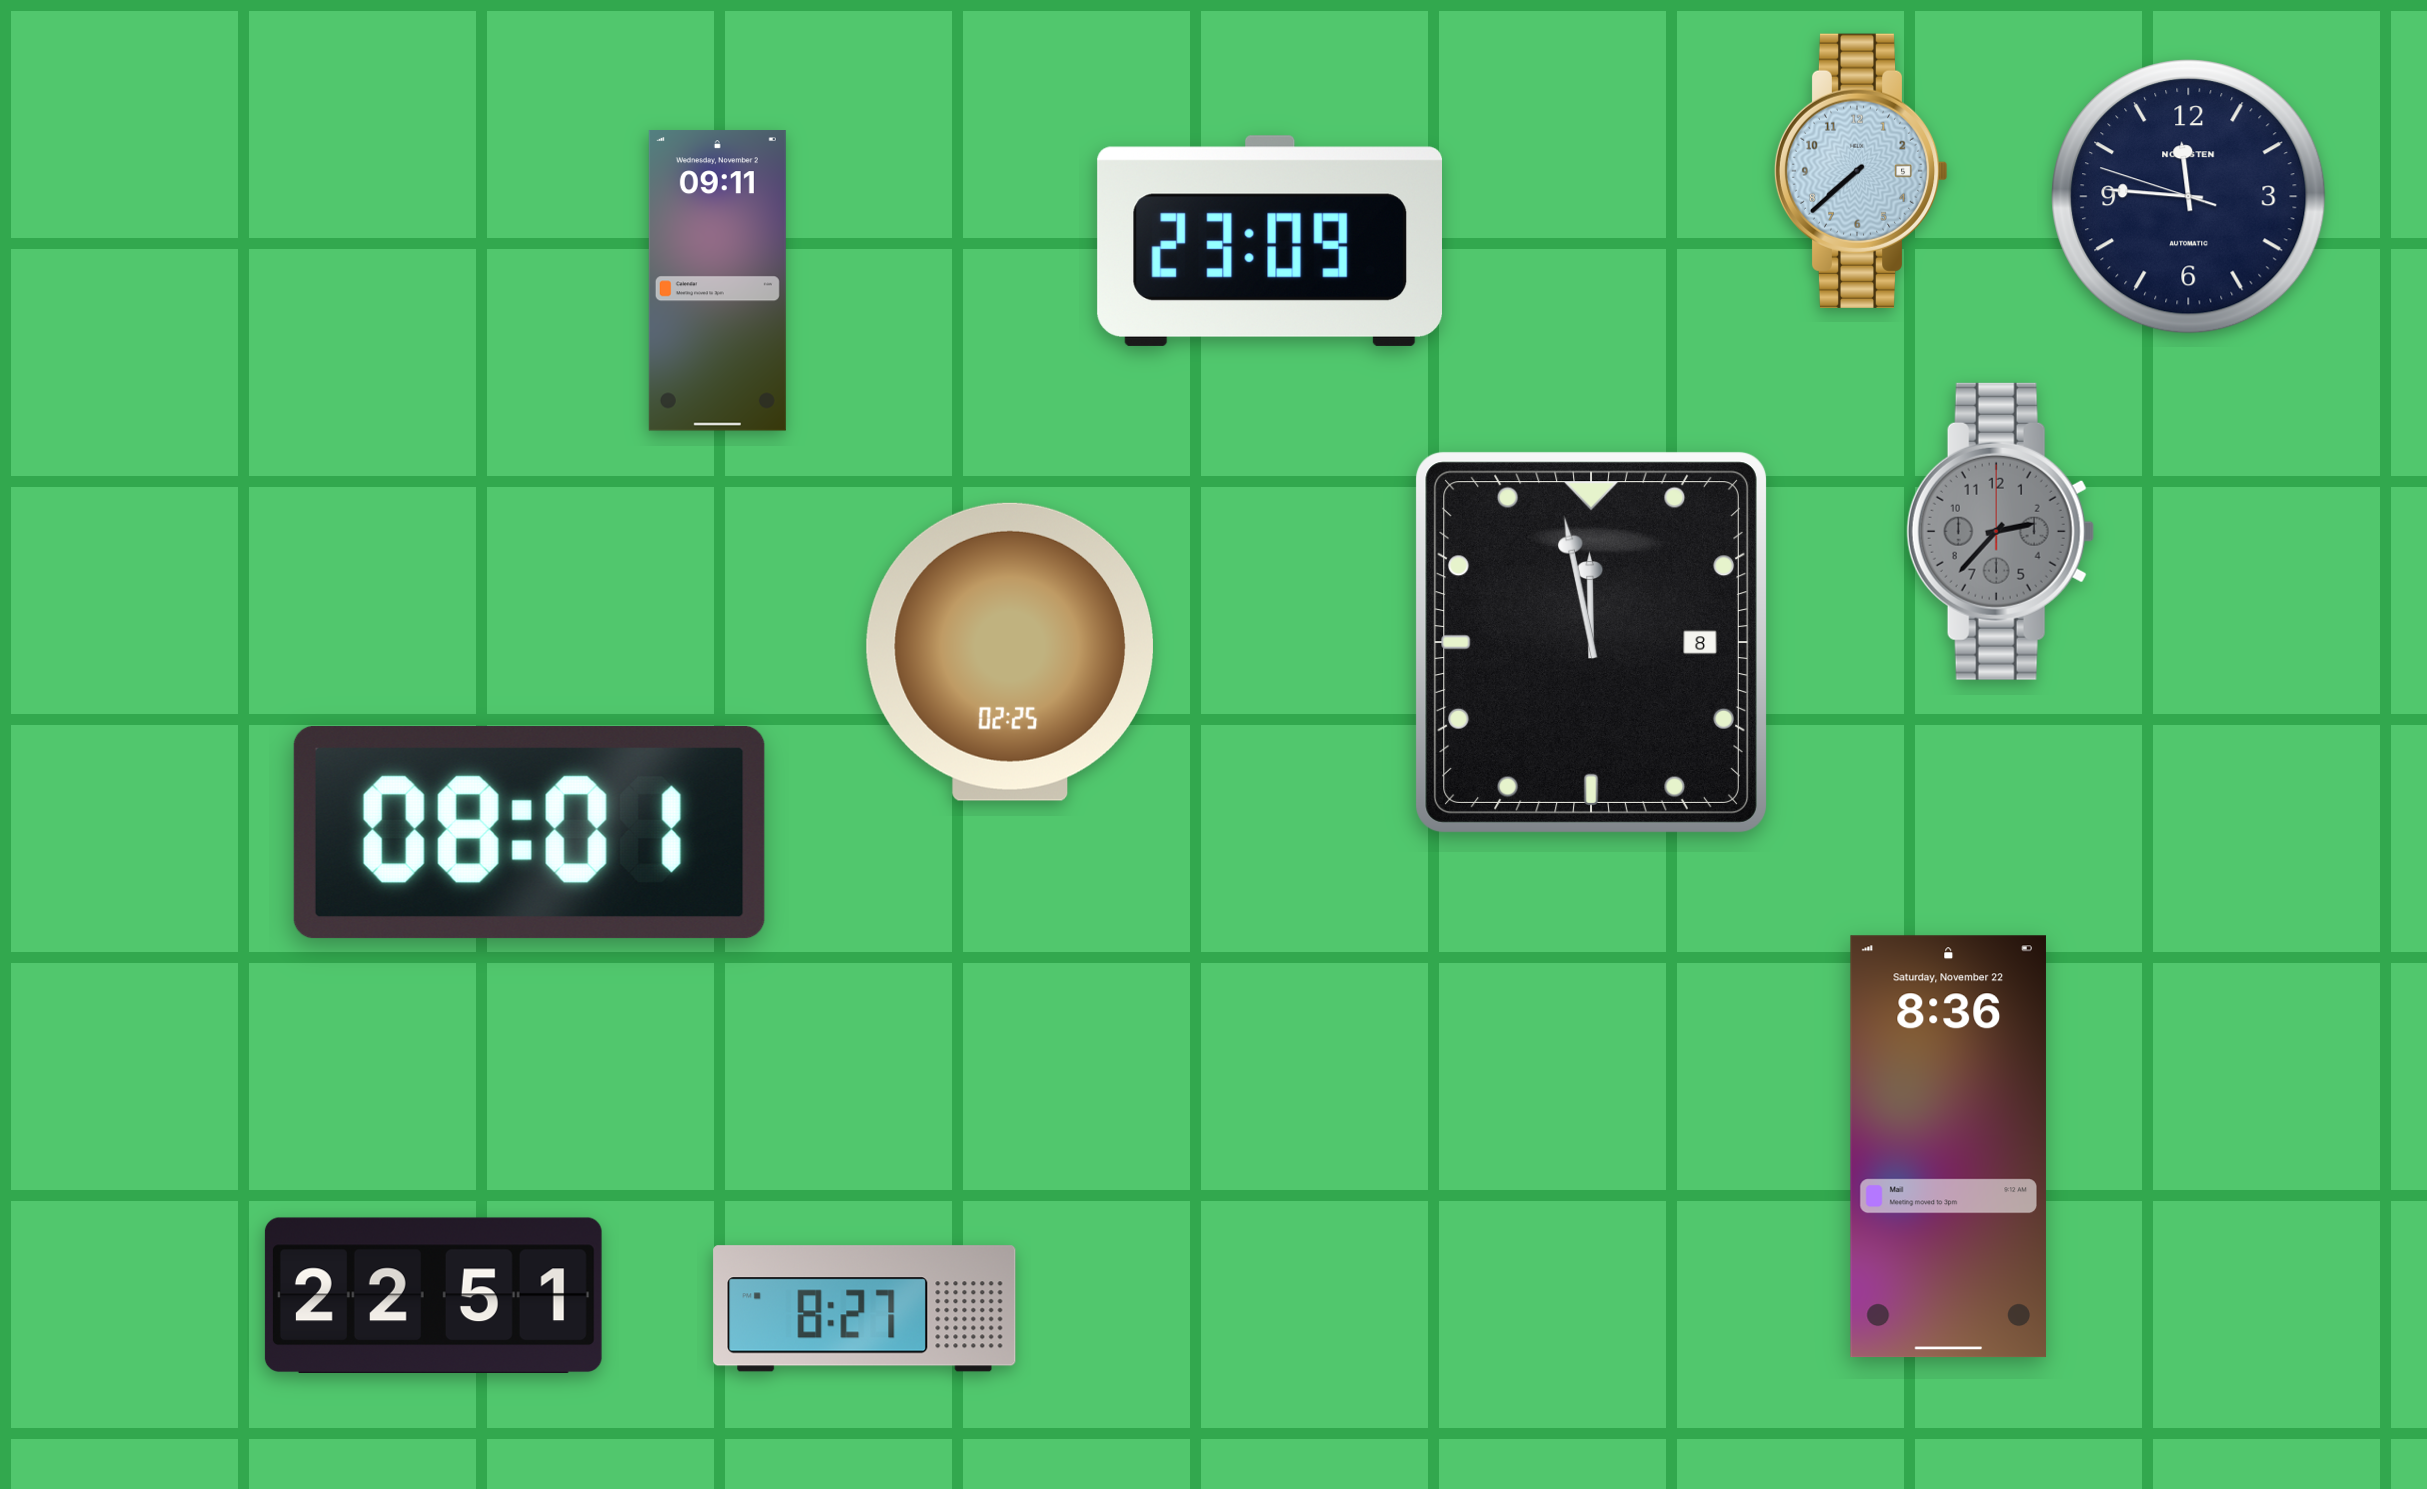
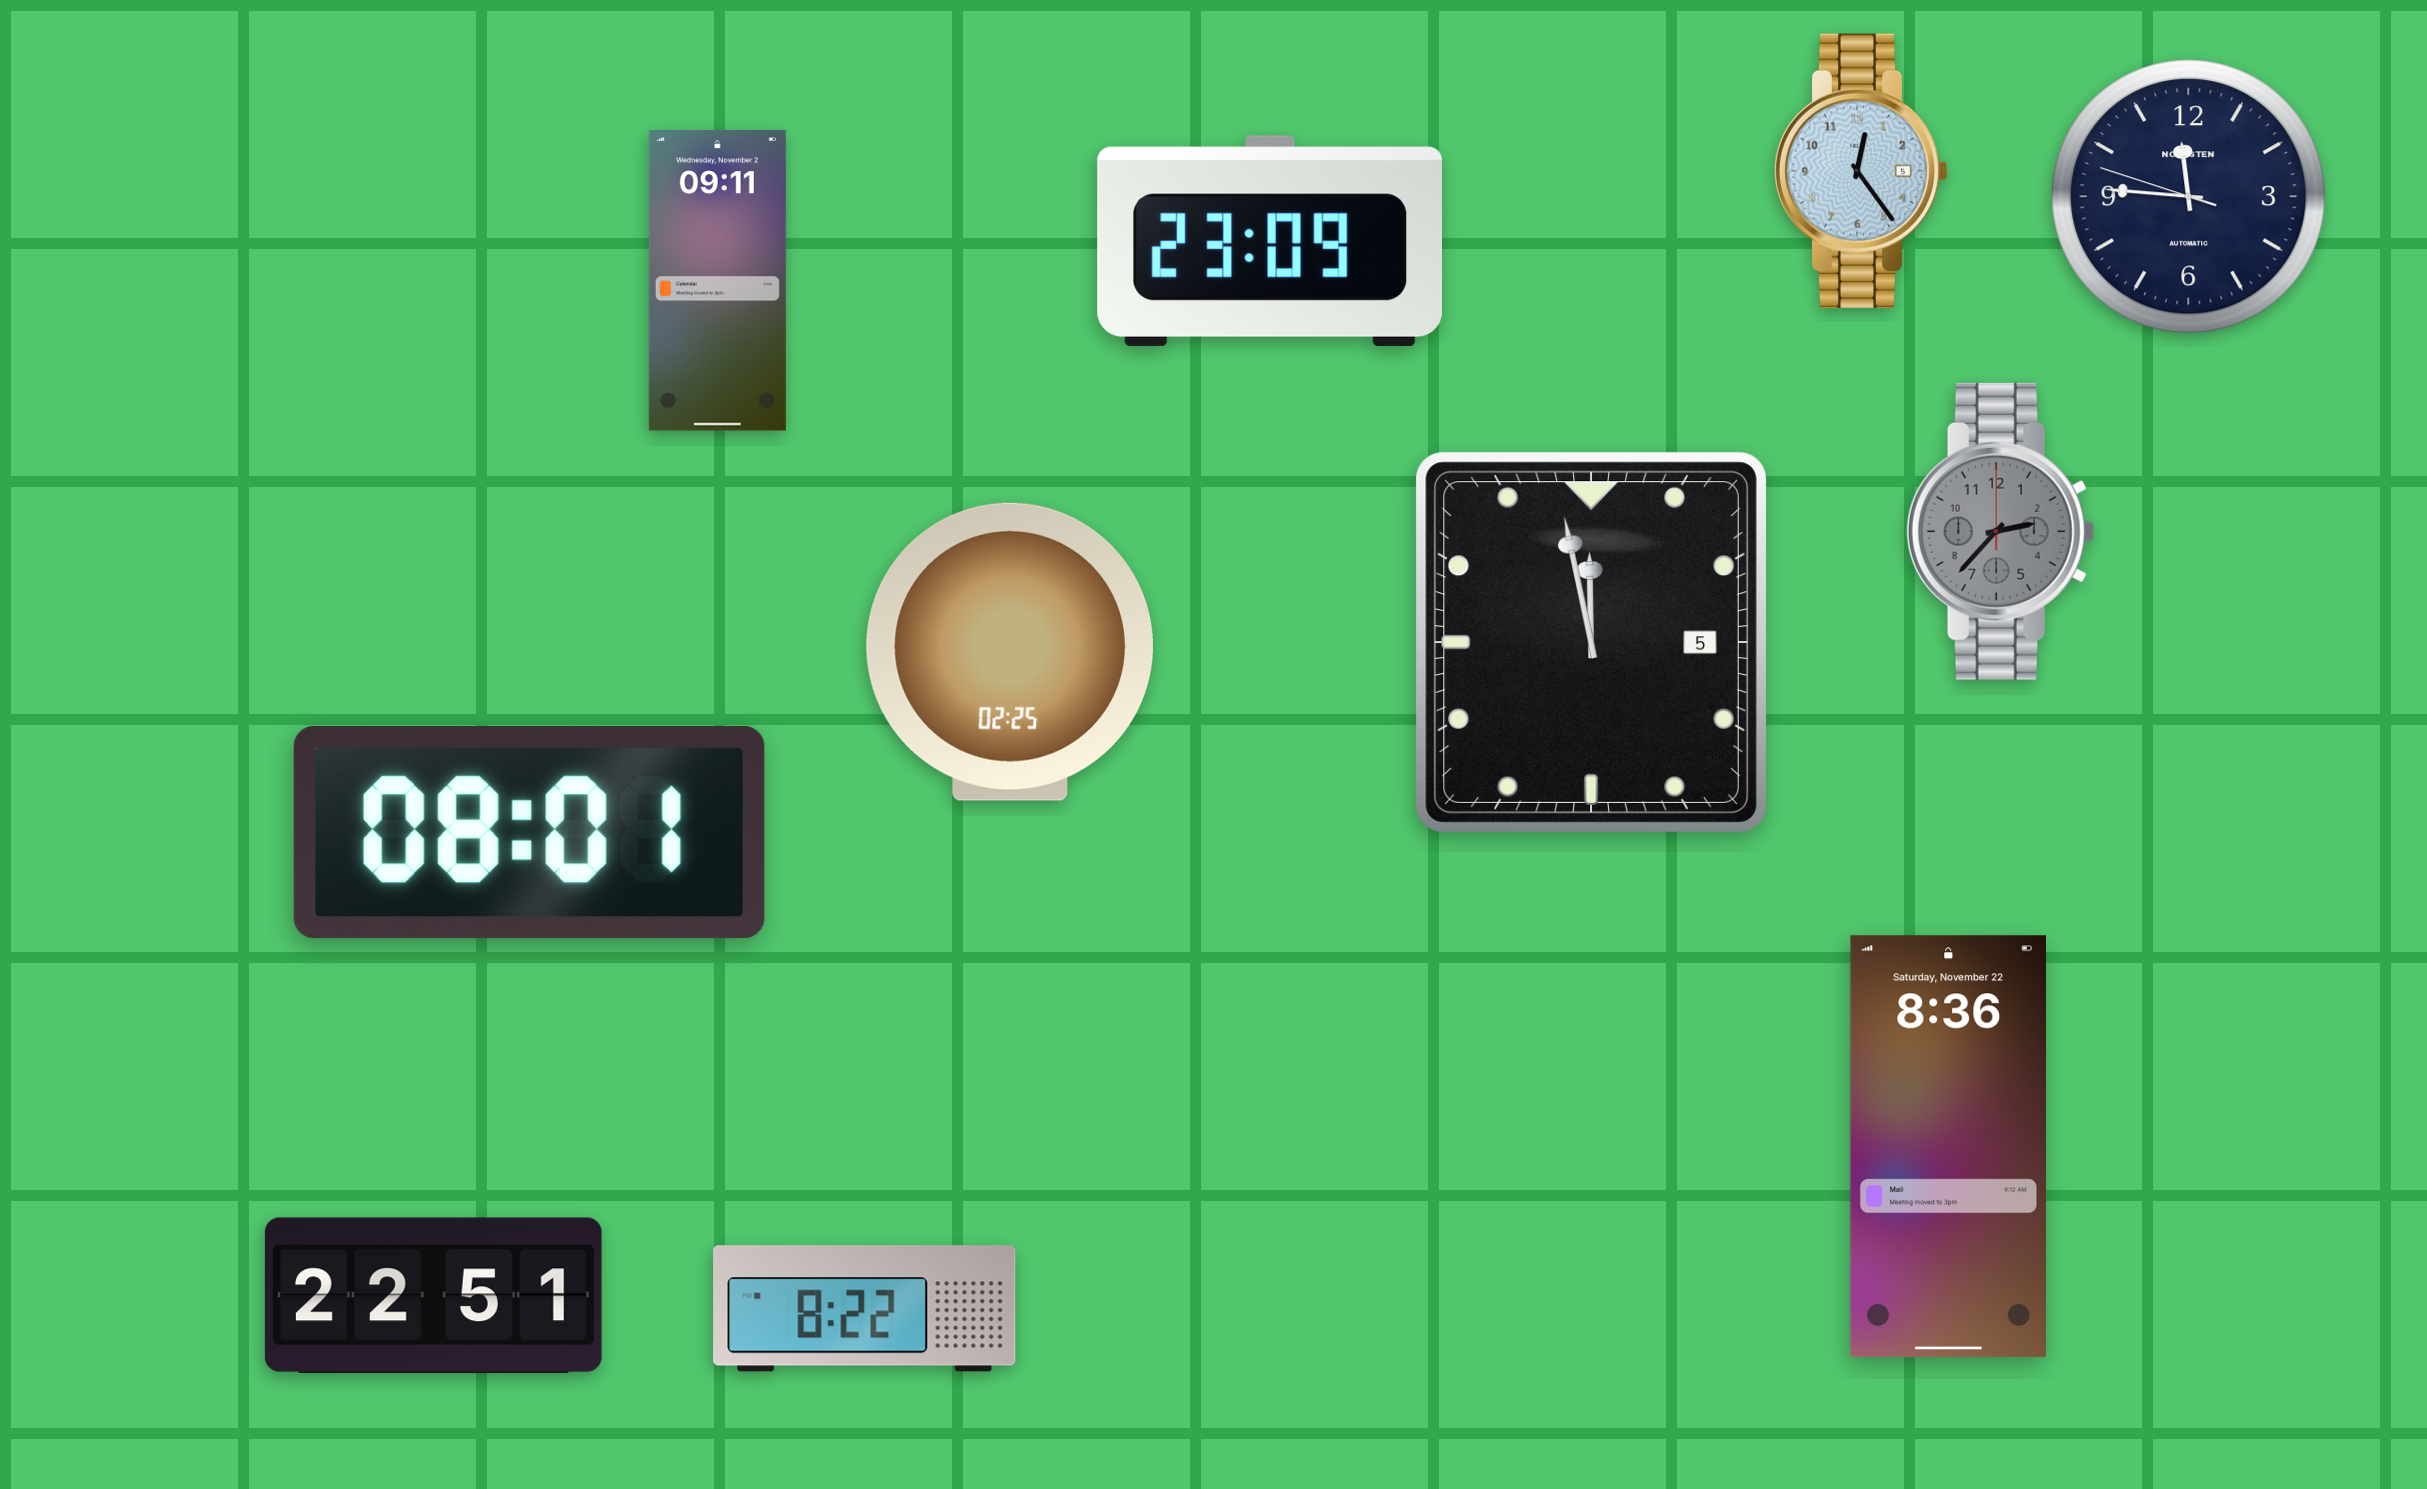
clock at (1861, 171): 7:38 -> 12:24
clock at (1591, 642) date: 8 -> 5
clock at (865, 1309): 8:27 -> 8:22
